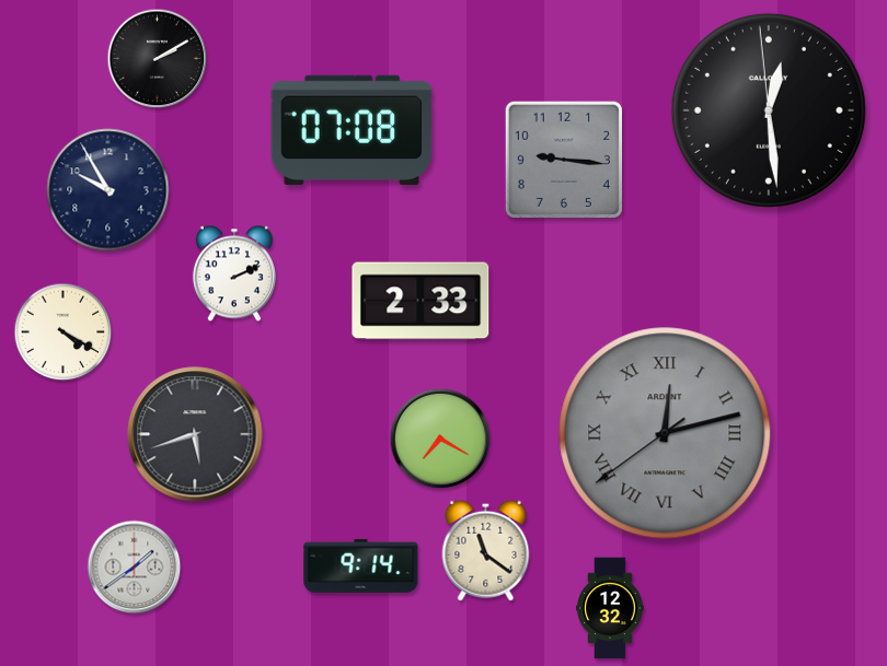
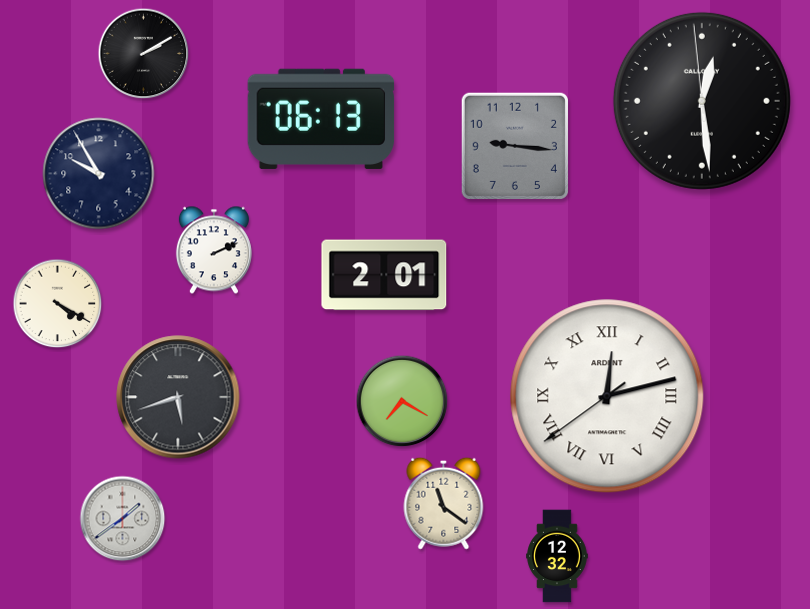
clock at (352, 130): 07:08 -> 06:13
clock at (421, 301): 2:33 -> 2:01
clock at (665, 433) dial: grey -> white
clock at (361, 565): 9:14 -> none
